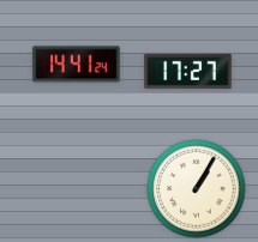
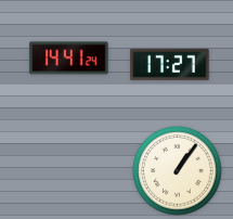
clock at (197, 189): 1:05 -> 1:06
